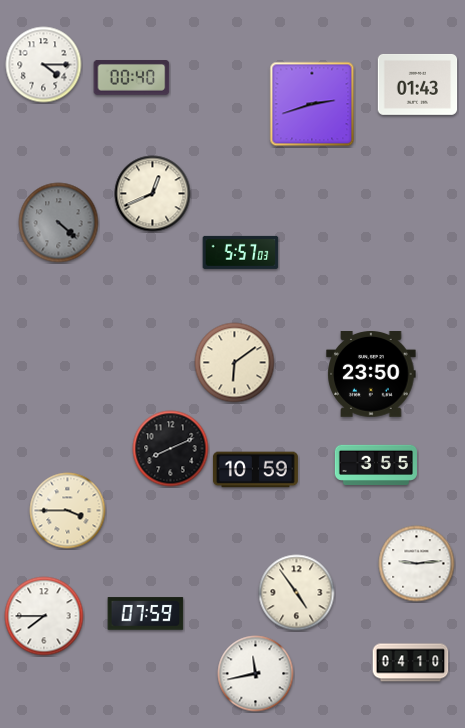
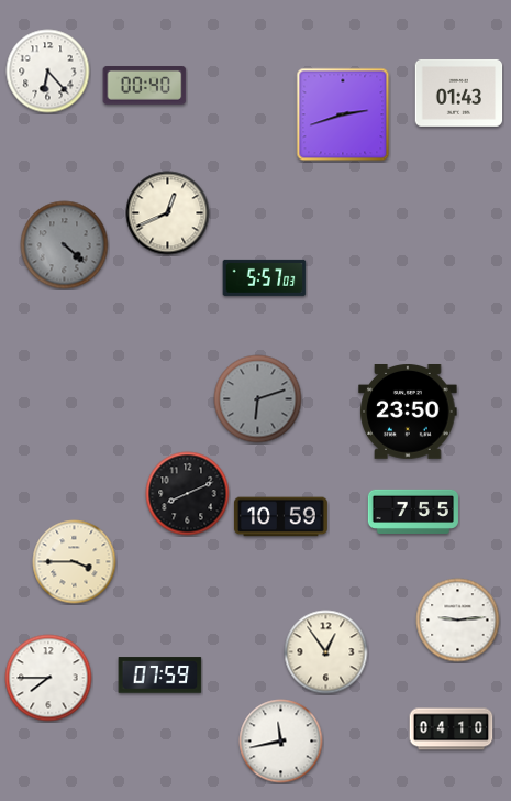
clock at (44, 65): 4:15 -> 6:23
clock at (235, 363): 6:09 -> 6:12
clock at (235, 363) dial: cream -> grey
clock at (376, 465): 3:55 -> 7:55
clock at (297, 593): 4:54 -> 12:54
